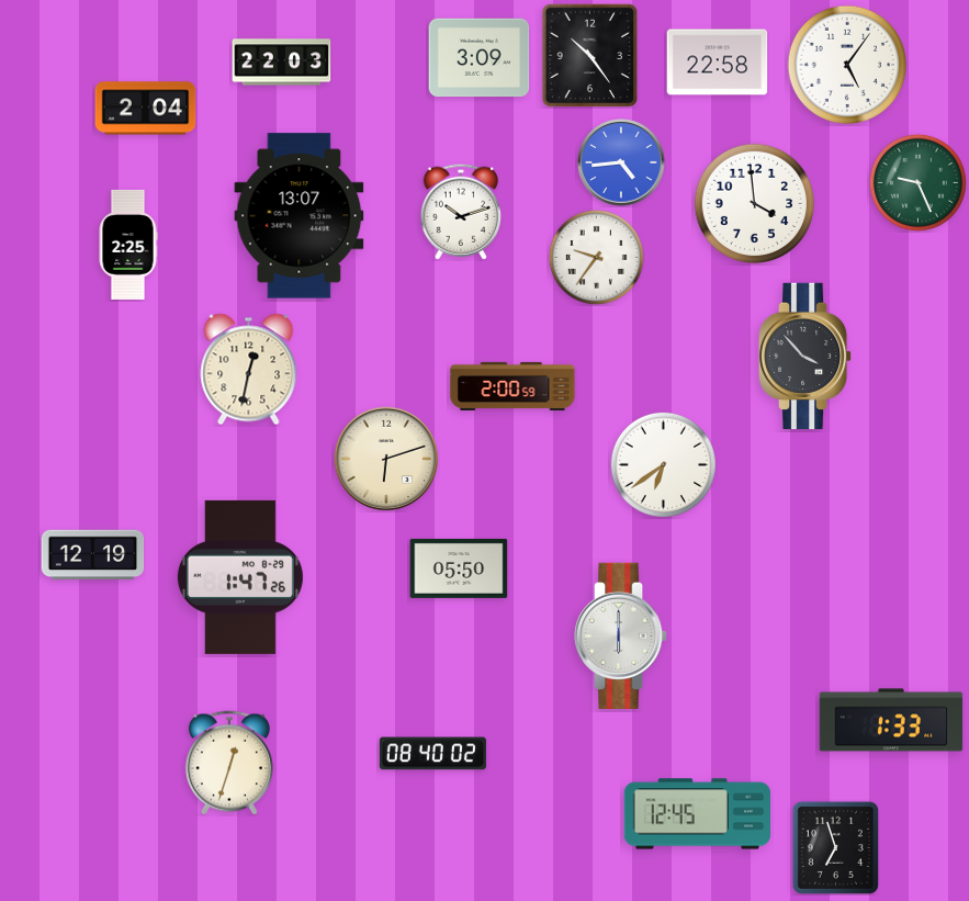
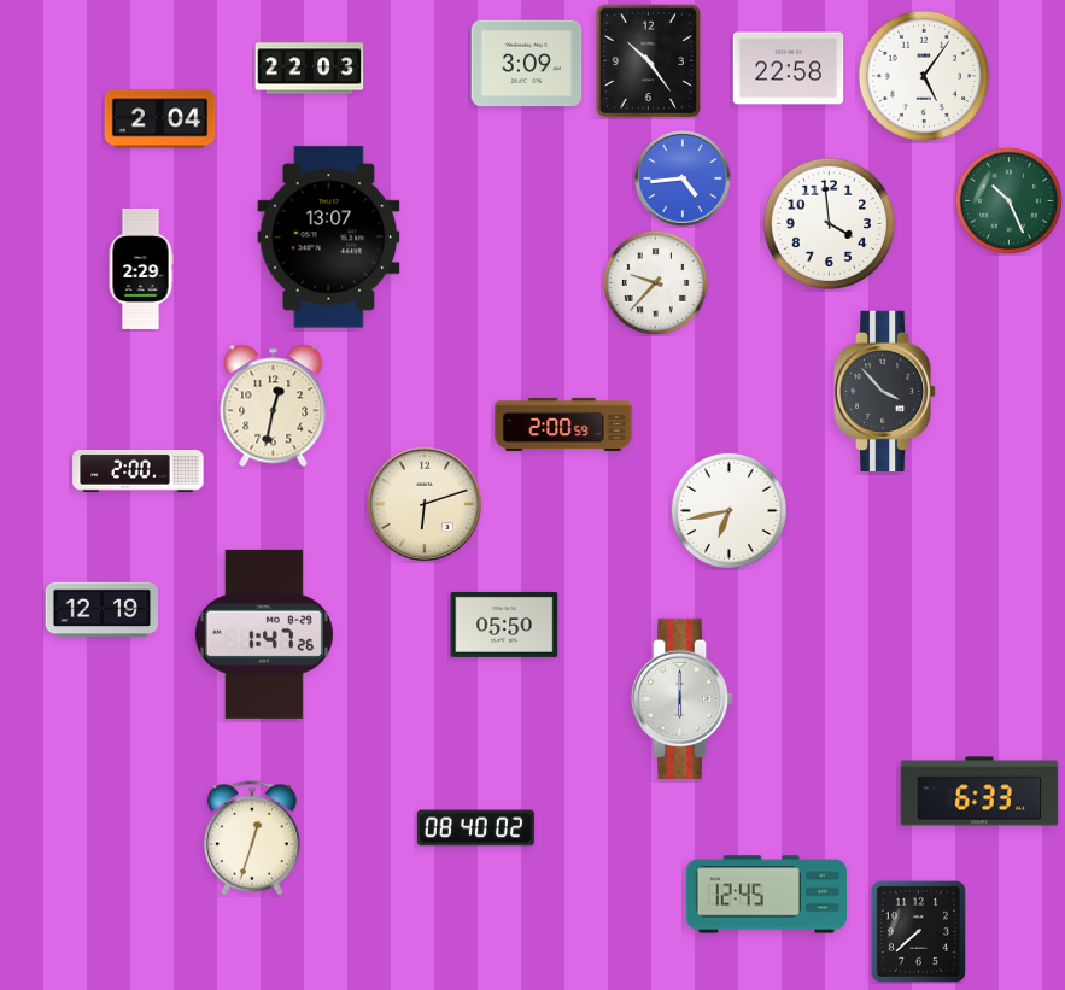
clock at (846, 64) position: (846, 64) -> (923, 75)
clock at (917, 182): 9:26 -> 10:26
clock at (460, 212): 10:12 -> none
clock at (128, 245): 2:25 -> 2:29
clock at (596, 257): 9:36 -> 9:37
clock at (139, 471): none -> 2:00
clock at (663, 464): 6:39 -> 6:43
clock at (891, 720): 1:33 -> 6:33
clock at (835, 847): 6:57 -> 7:38
